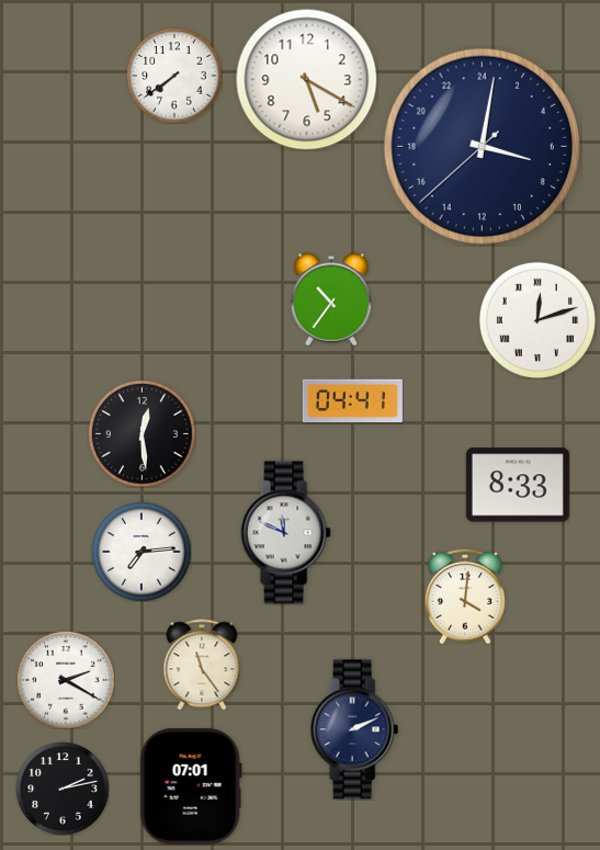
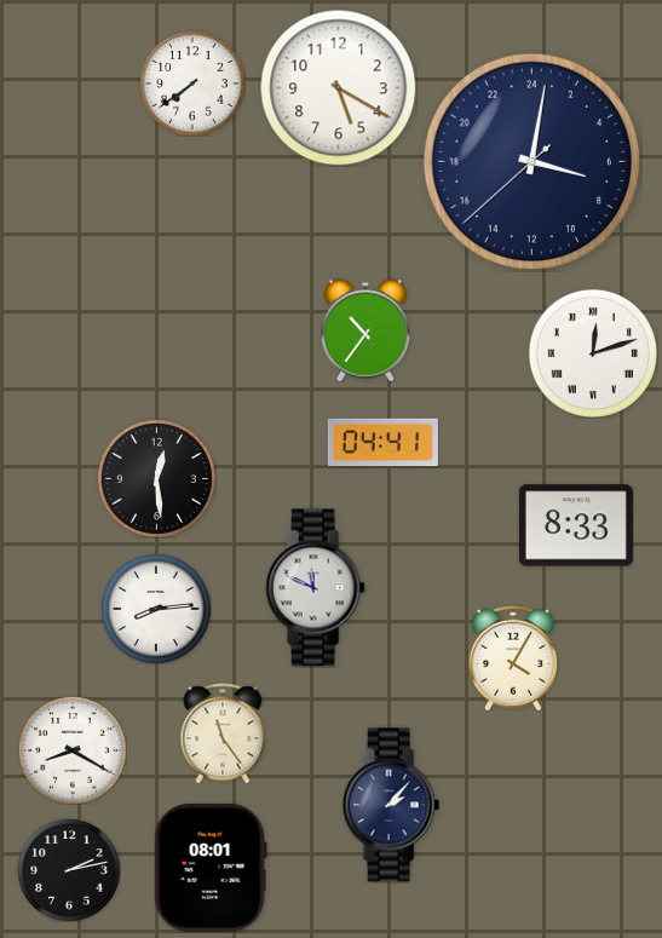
clock at (352, 401) position: (352, 401) -> (382, 443)
clock at (518, 485) position: (518, 485) -> (576, 525)
clock at (141, 552): 7:14 -> 8:14
clock at (465, 597): 4:01 -> 4:05
clock at (66, 680): 2:20 -> 8:20
clock at (354, 729): 2:11 -> 2:07
clock at (191, 786): 07:01 -> 08:01
